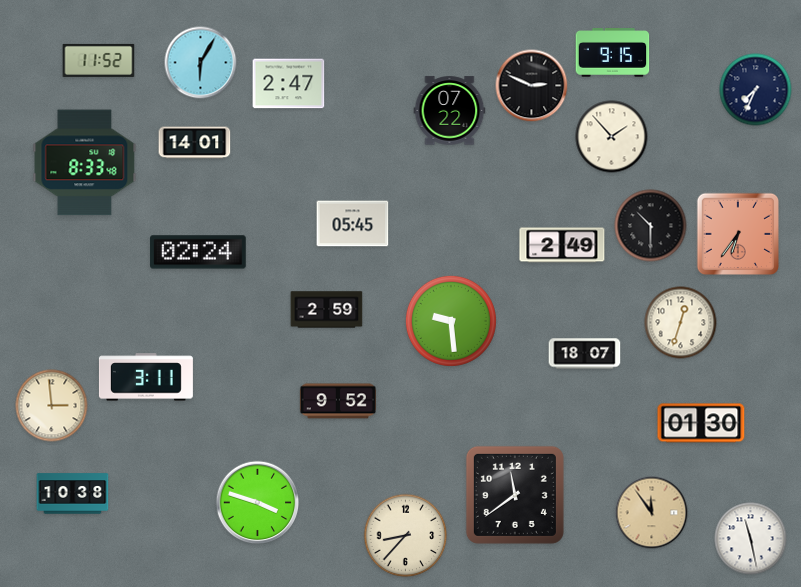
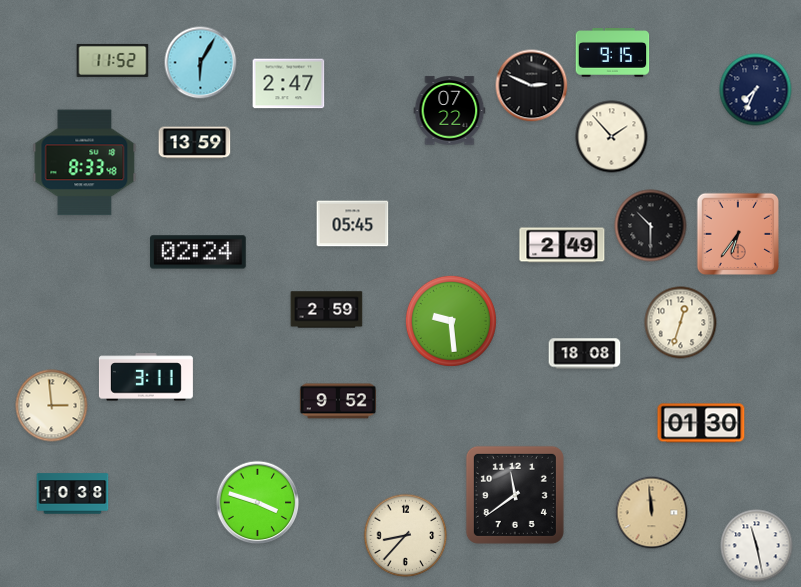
clock at (99, 60) position: (99, 60) -> (113, 60)
clock at (195, 143): 14:01 -> 13:59
clock at (585, 354): 18:07 -> 18:08
clock at (652, 513): 11:54 -> 11:59
clock at (751, 539) position: (751, 539) -> (757, 546)
